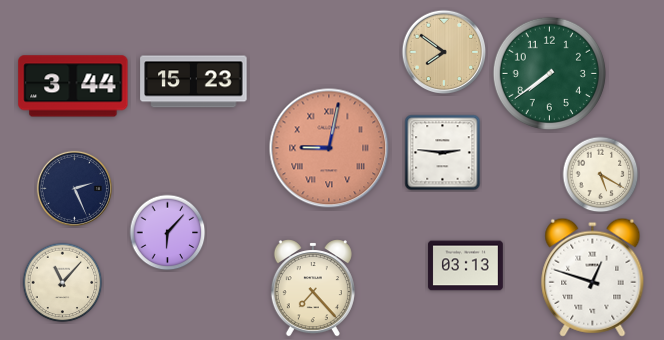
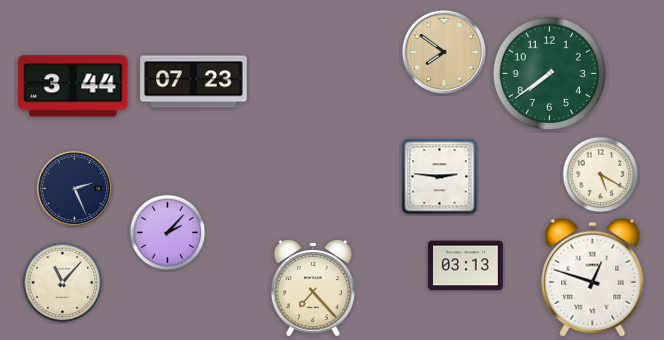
clock at (194, 82): 15:23 -> 07:23
clock at (329, 148): 9:02 -> none
clock at (443, 153) position: (443, 153) -> (440, 177)
clock at (168, 233): 6:07 -> 2:07
